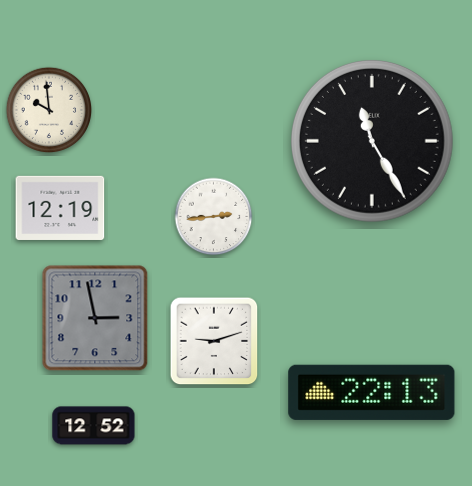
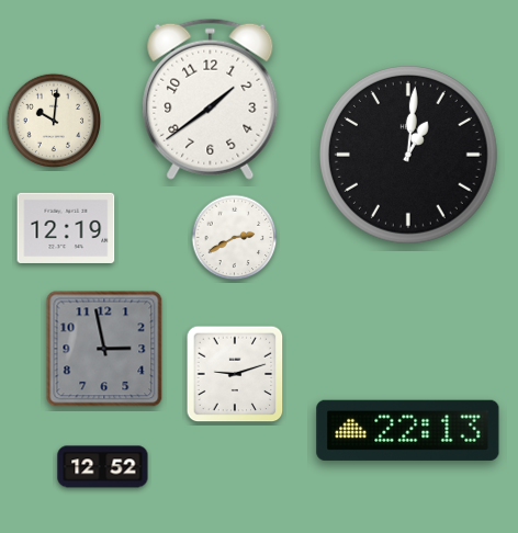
clock at (211, 99): none -> 1:39
clock at (49, 110): 9:59 -> 10:01
clock at (372, 141): 11:25 -> 1:01
clock at (214, 217): 2:44 -> 2:40
